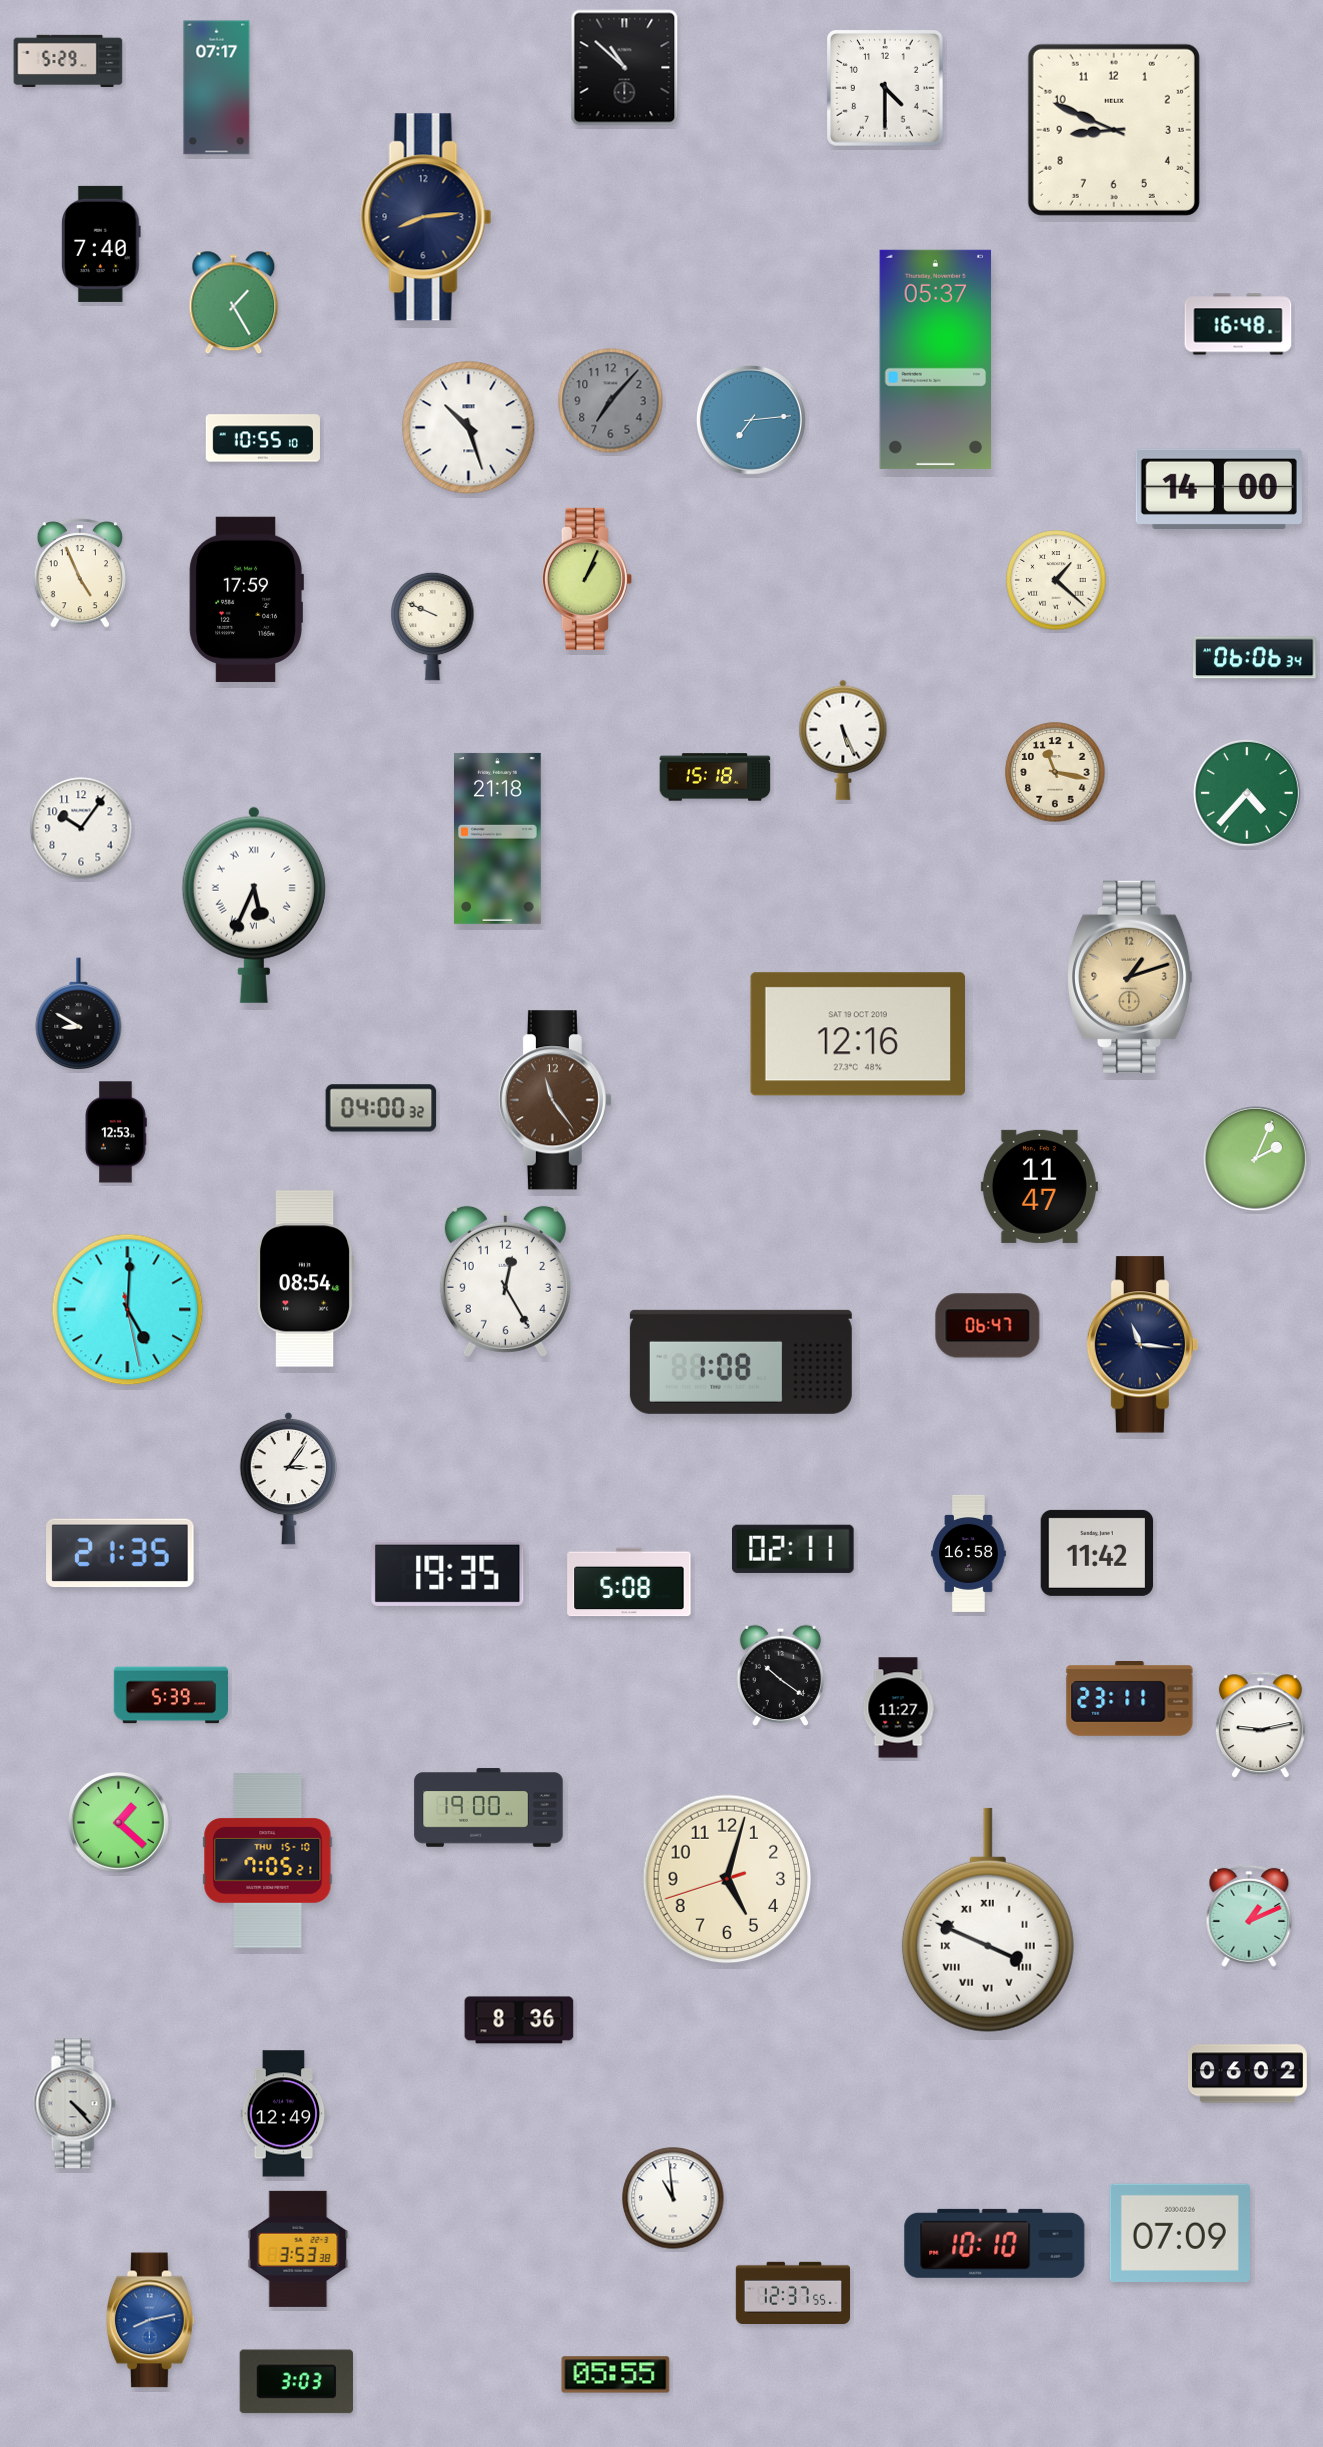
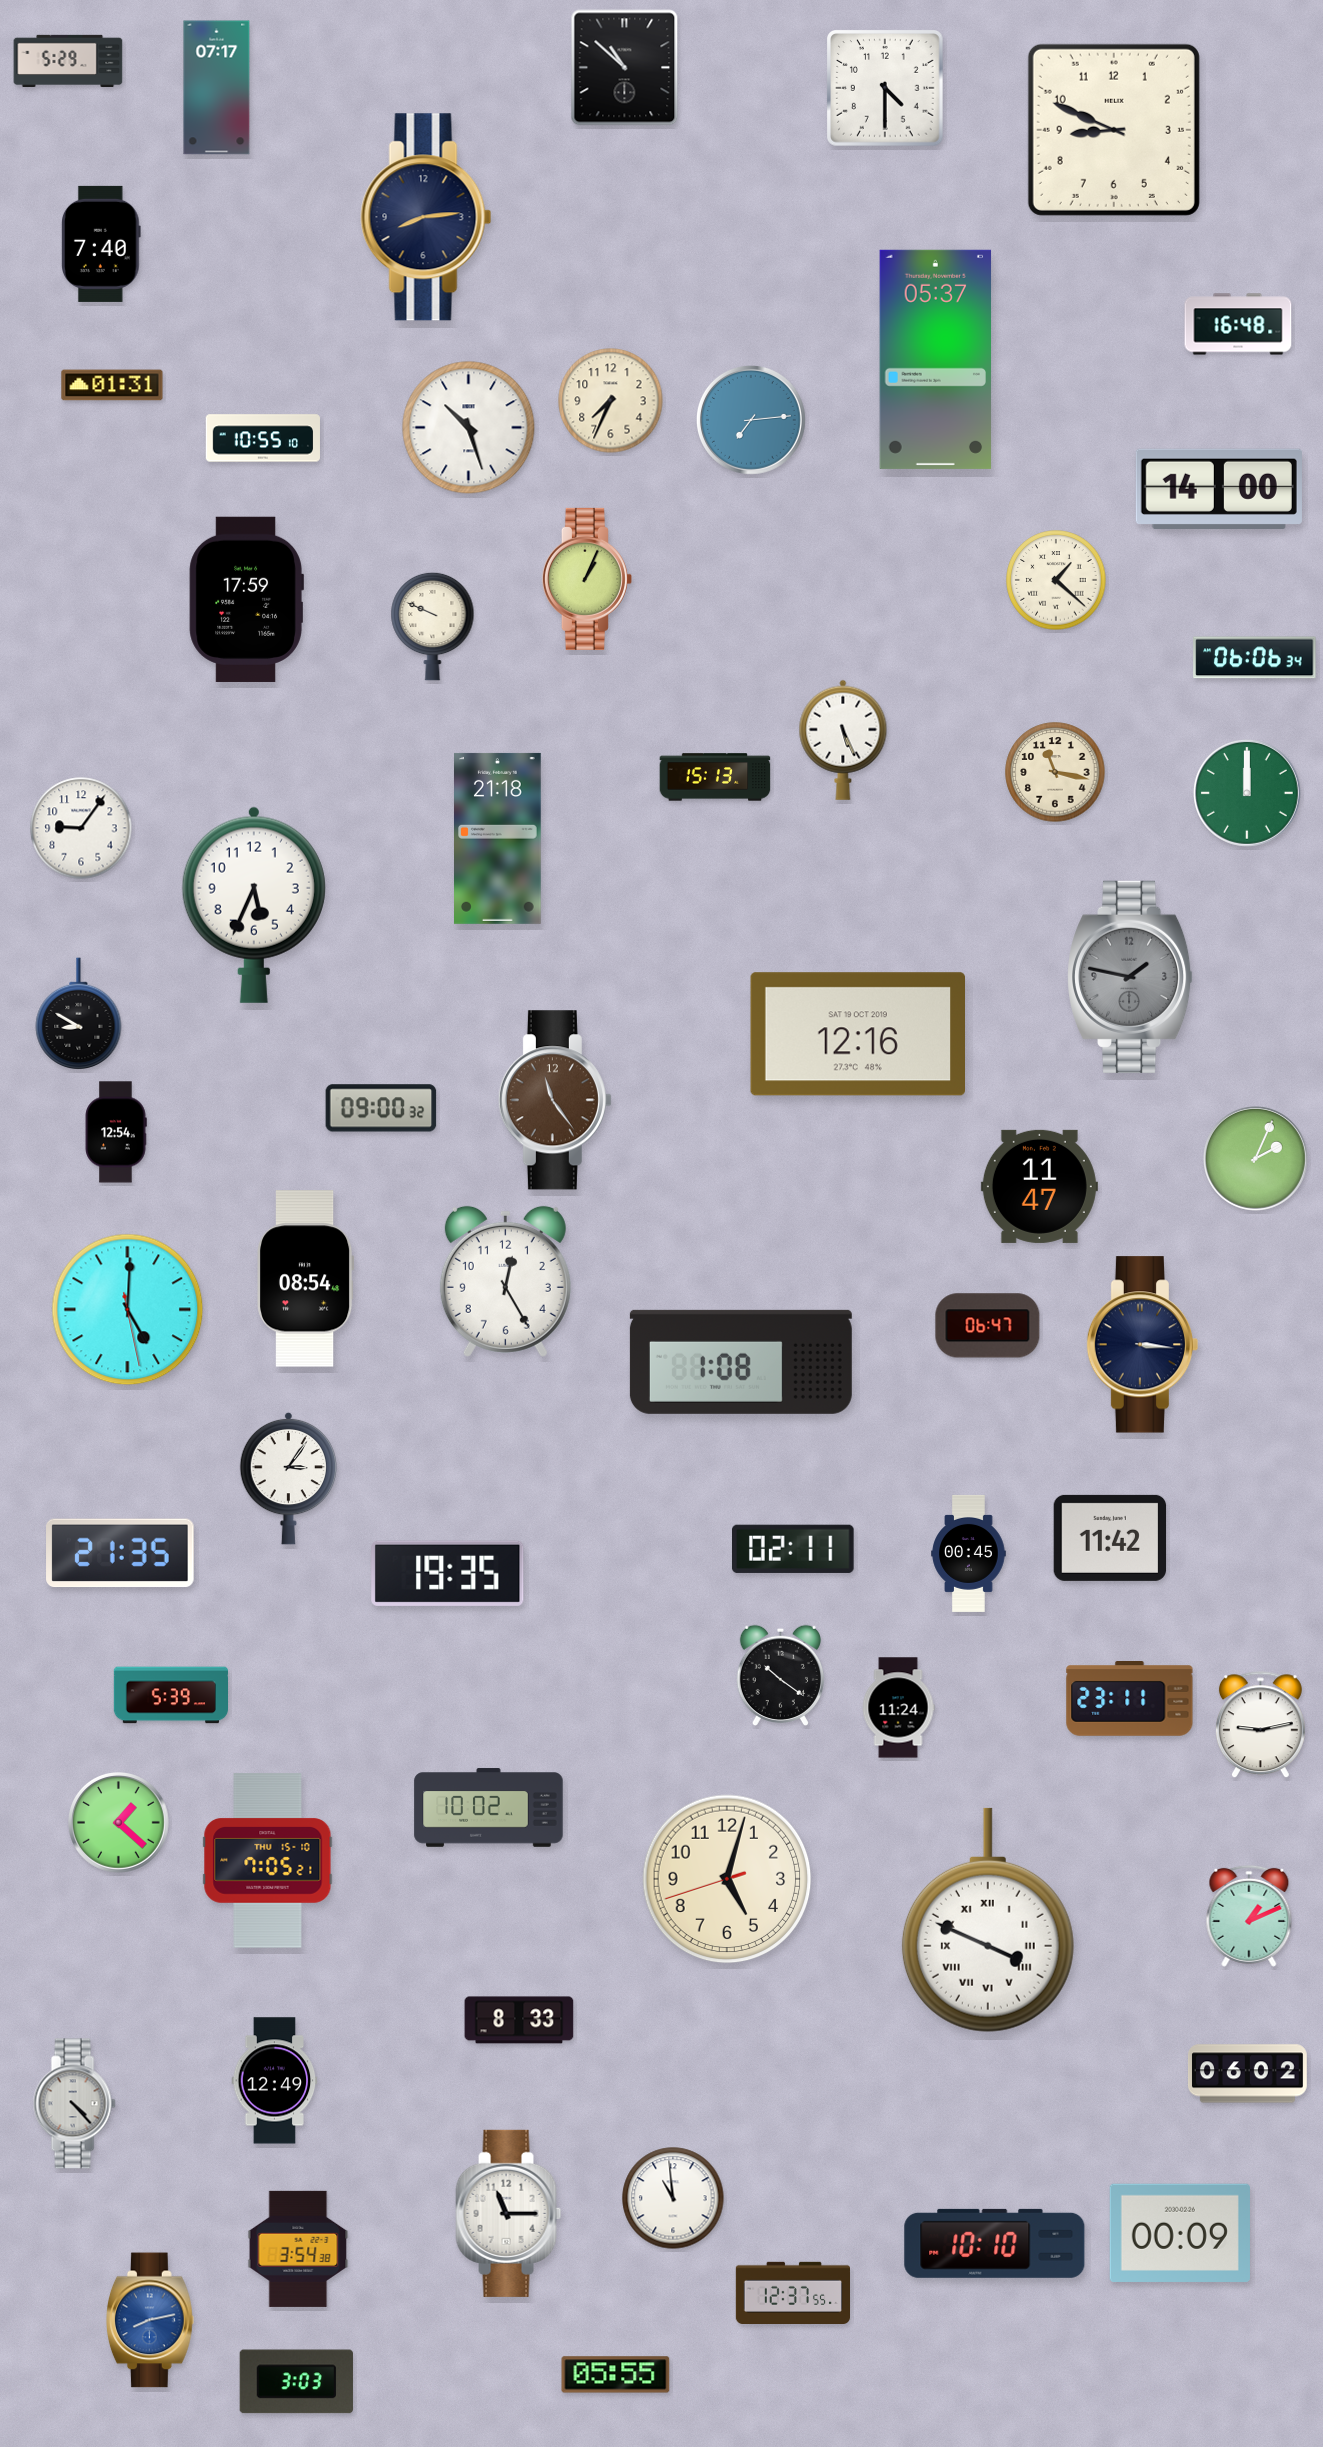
clock at (234, 303): 1:25 -> none
clock at (112, 385): none -> 01:31
clock at (611, 401): 7:07 -> 7:34
clock at (611, 401) dial: grey -> cream
clock at (80, 573): 4:56 -> none
clock at (715, 777): 15:18 -> 15:13
clock at (1247, 793): 4:37 -> 12:00
clock at (81, 828): 10:06 -> 9:06
clock at (254, 905) numerals: Roman -> Arabic
clock at (1131, 977): 1:12 -> 1:47
clock at (1131, 977) dial: champagne -> grey
clock at (381, 1108): 04:00 -> 09:00
clock at (116, 1132): 12:53 -> 12:54
clock at (1143, 1345): 11:16 -> 3:16
clock at (969, 1553): 16:58 -> 00:45
clock at (1097, 1553) position: (1097, 1553) -> (1110, 1538)
clock at (629, 1582): 5:08 -> none
clock at (898, 1708): 11:27 -> 11:24
clock at (489, 1808): 19:00 -> 10:02
clock at (519, 2020): 8:36 -> 8:33
clock at (284, 2114) position: (284, 2114) -> (275, 2081)
clock at (509, 2213): none -> 11:15
clock at (1180, 2232): 07:09 -> 00:09
clock at (298, 2249): 3:53 -> 3:54
